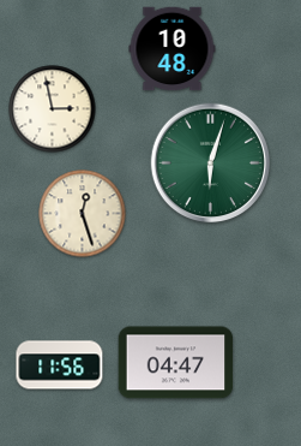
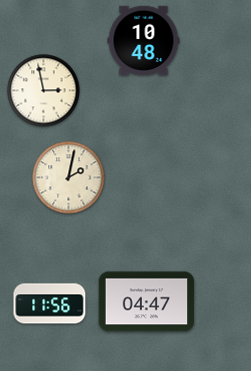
clock at (211, 163): 6:03 -> none
clock at (83, 214): 12:27 -> 2:02
